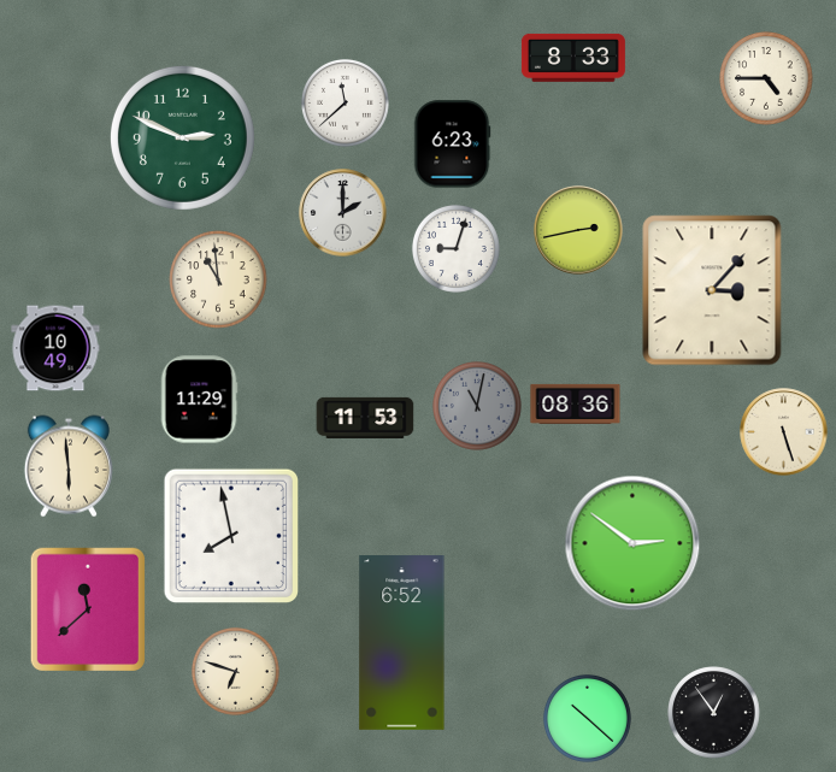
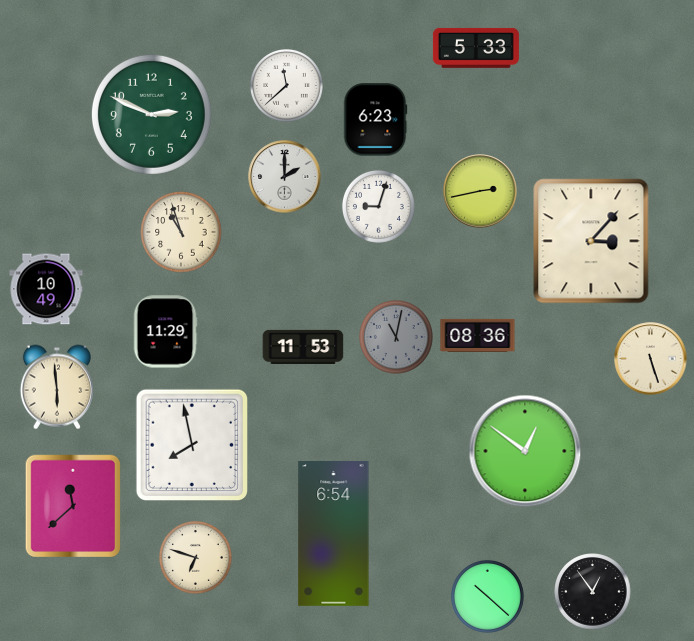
clock at (573, 58): 8:33 -> 5:33
clock at (766, 78): 4:45 -> none
clock at (218, 279): 10:59 -> 10:57
clock at (632, 543): 2:51 -> 12:51
clock at (402, 643): 6:52 -> 6:54
